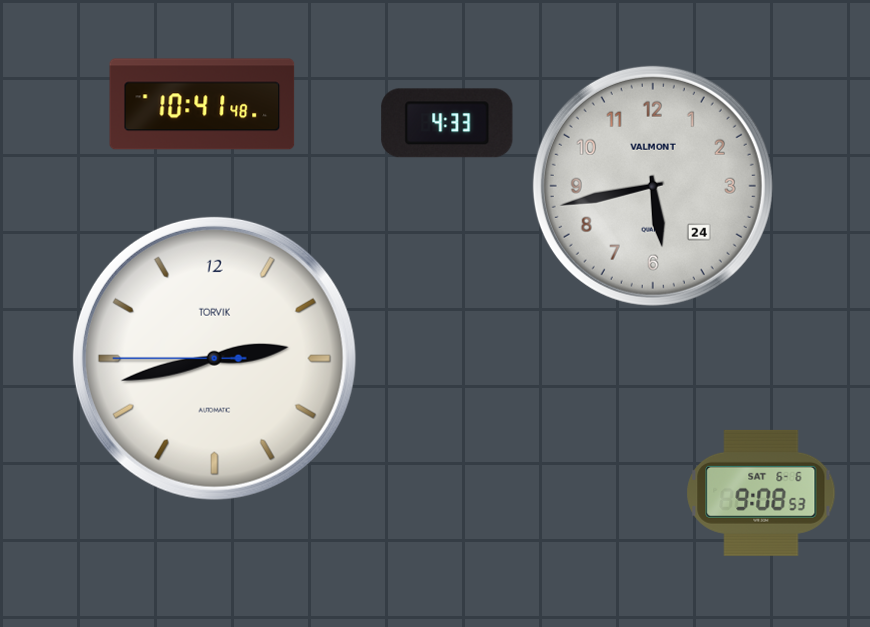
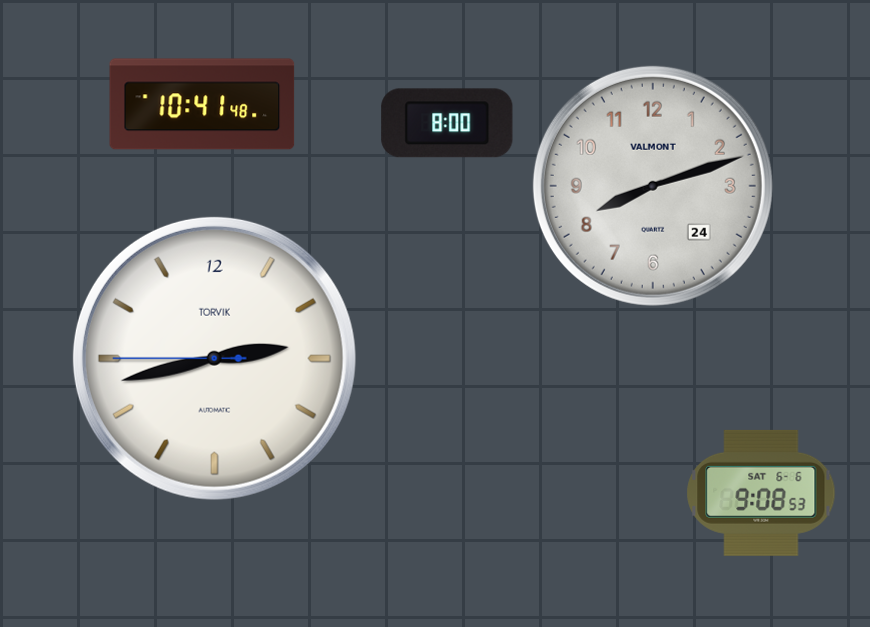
clock at (447, 123): 4:33 -> 8:00
clock at (653, 186): 5:43 -> 8:12
